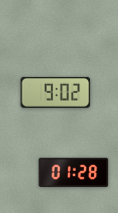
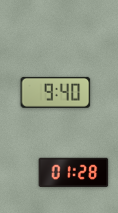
clock at (56, 92): 9:02 -> 9:40
